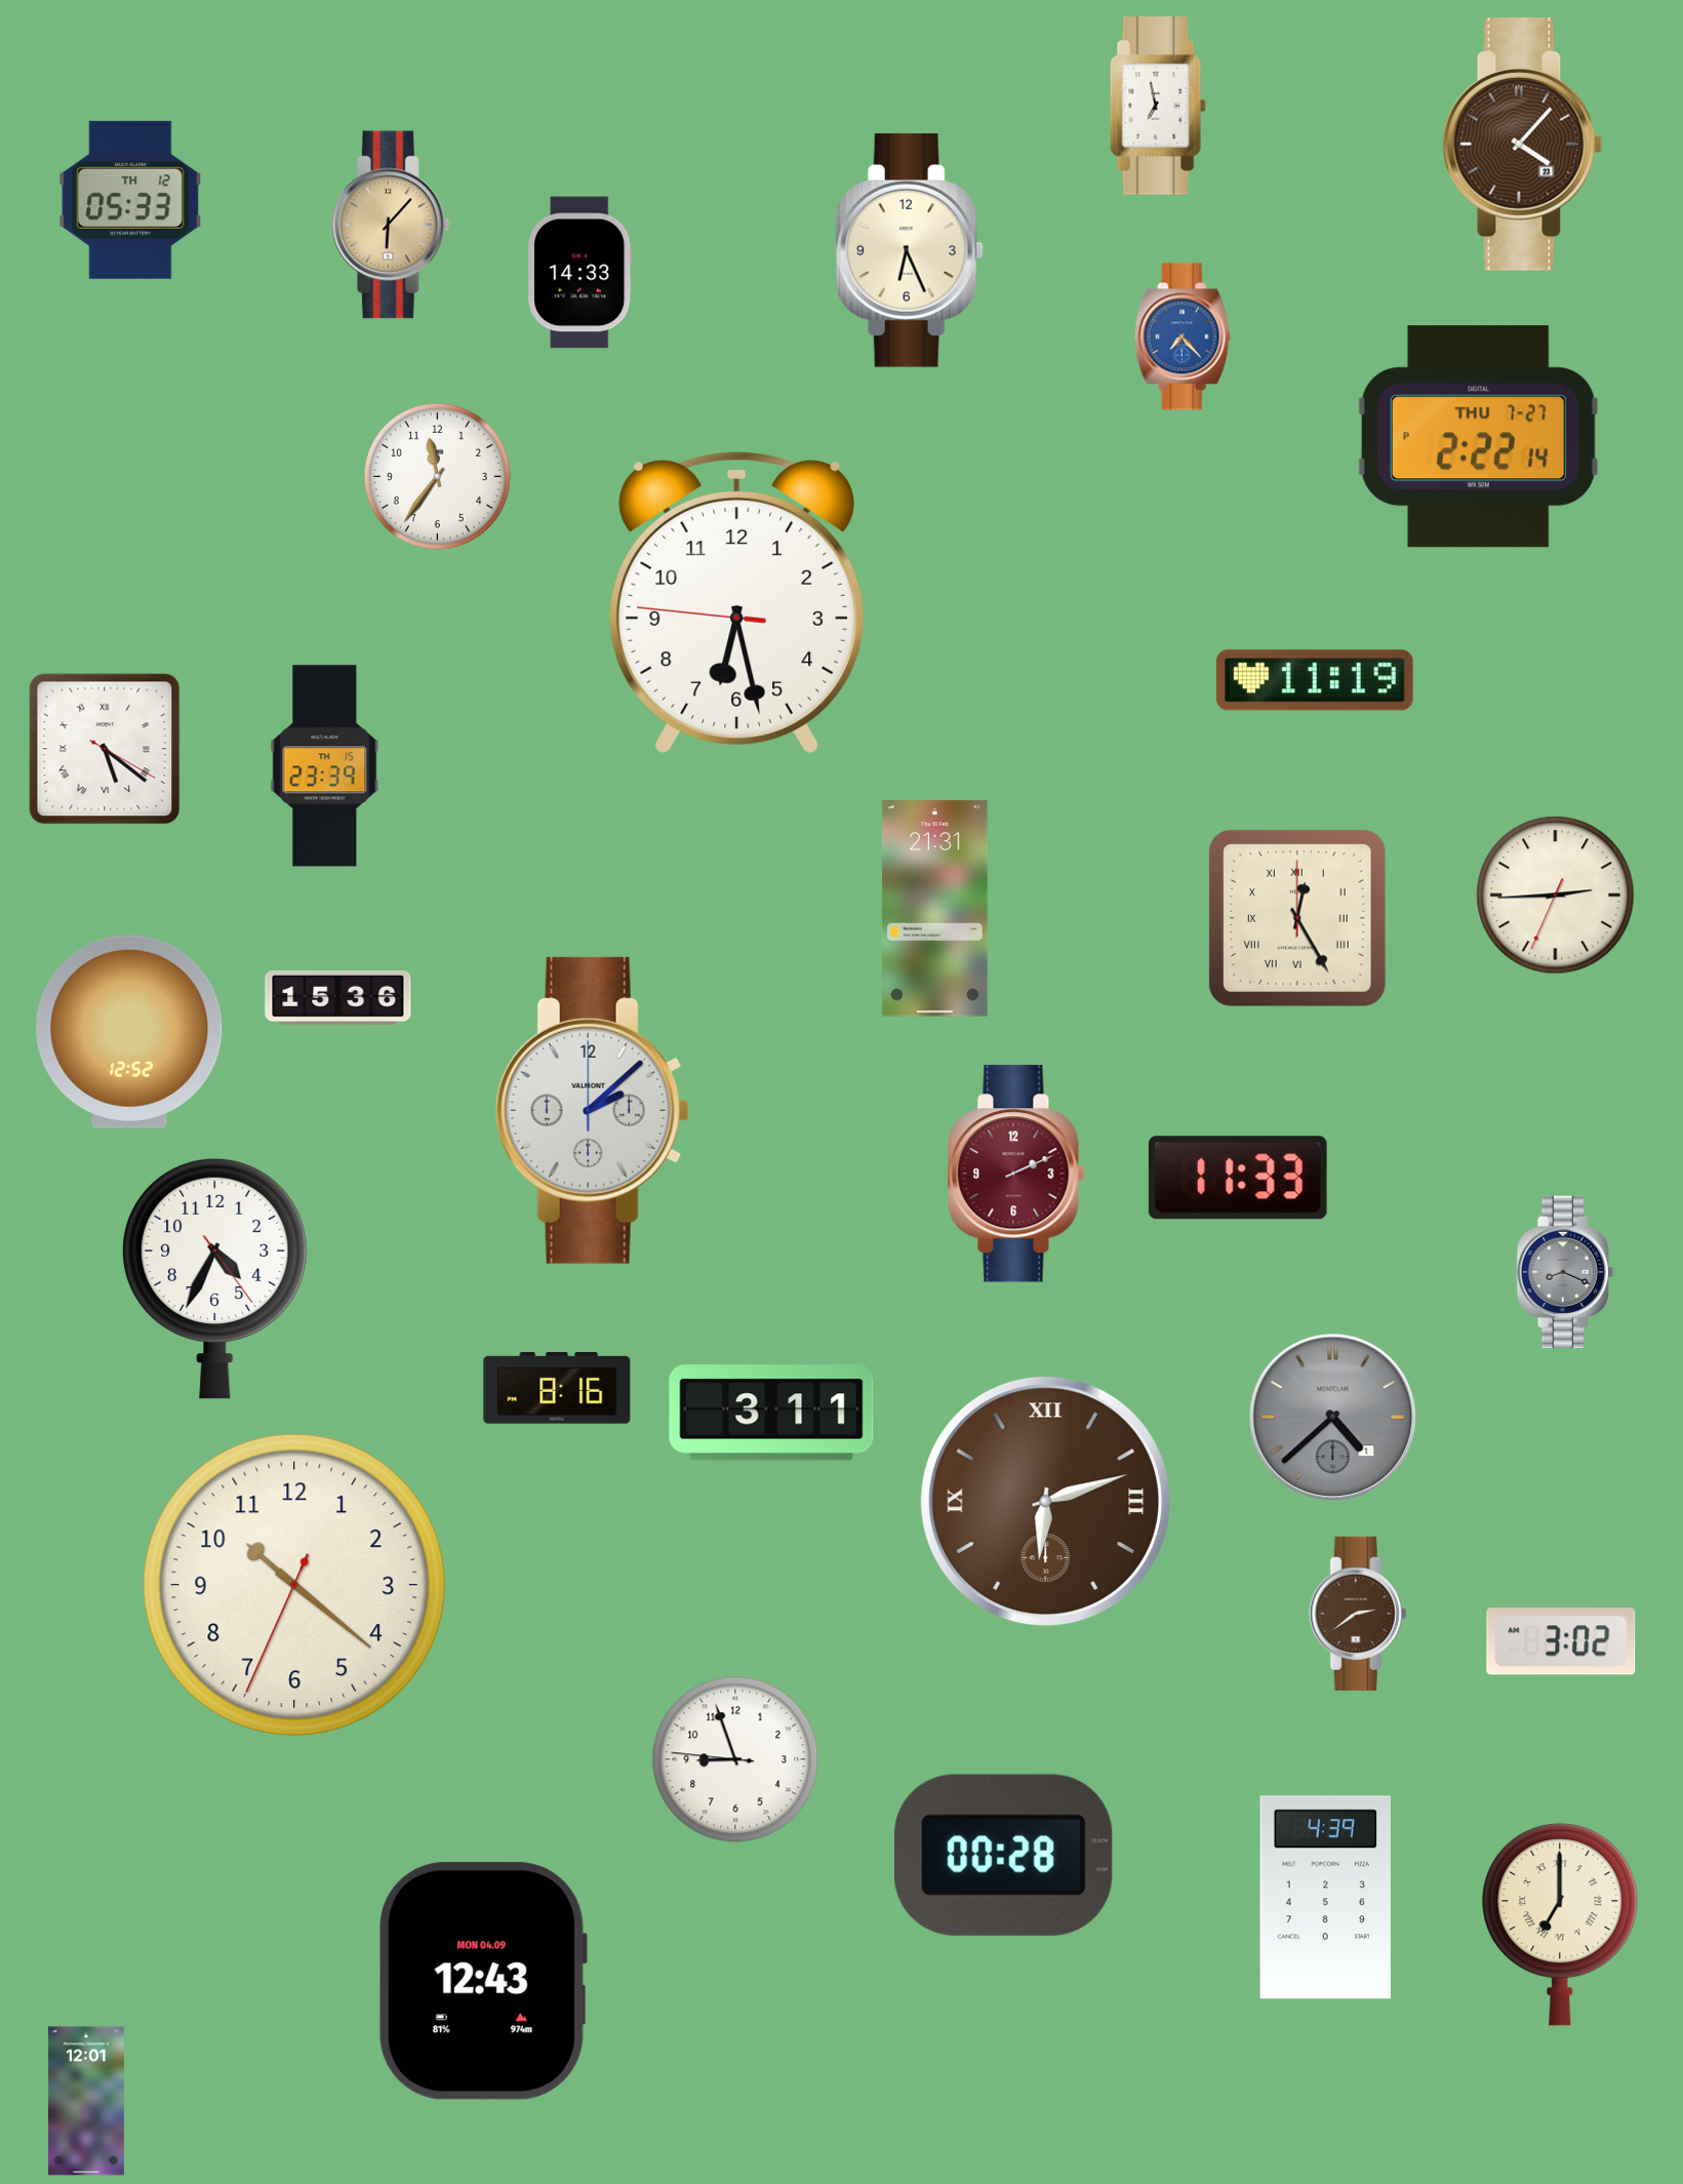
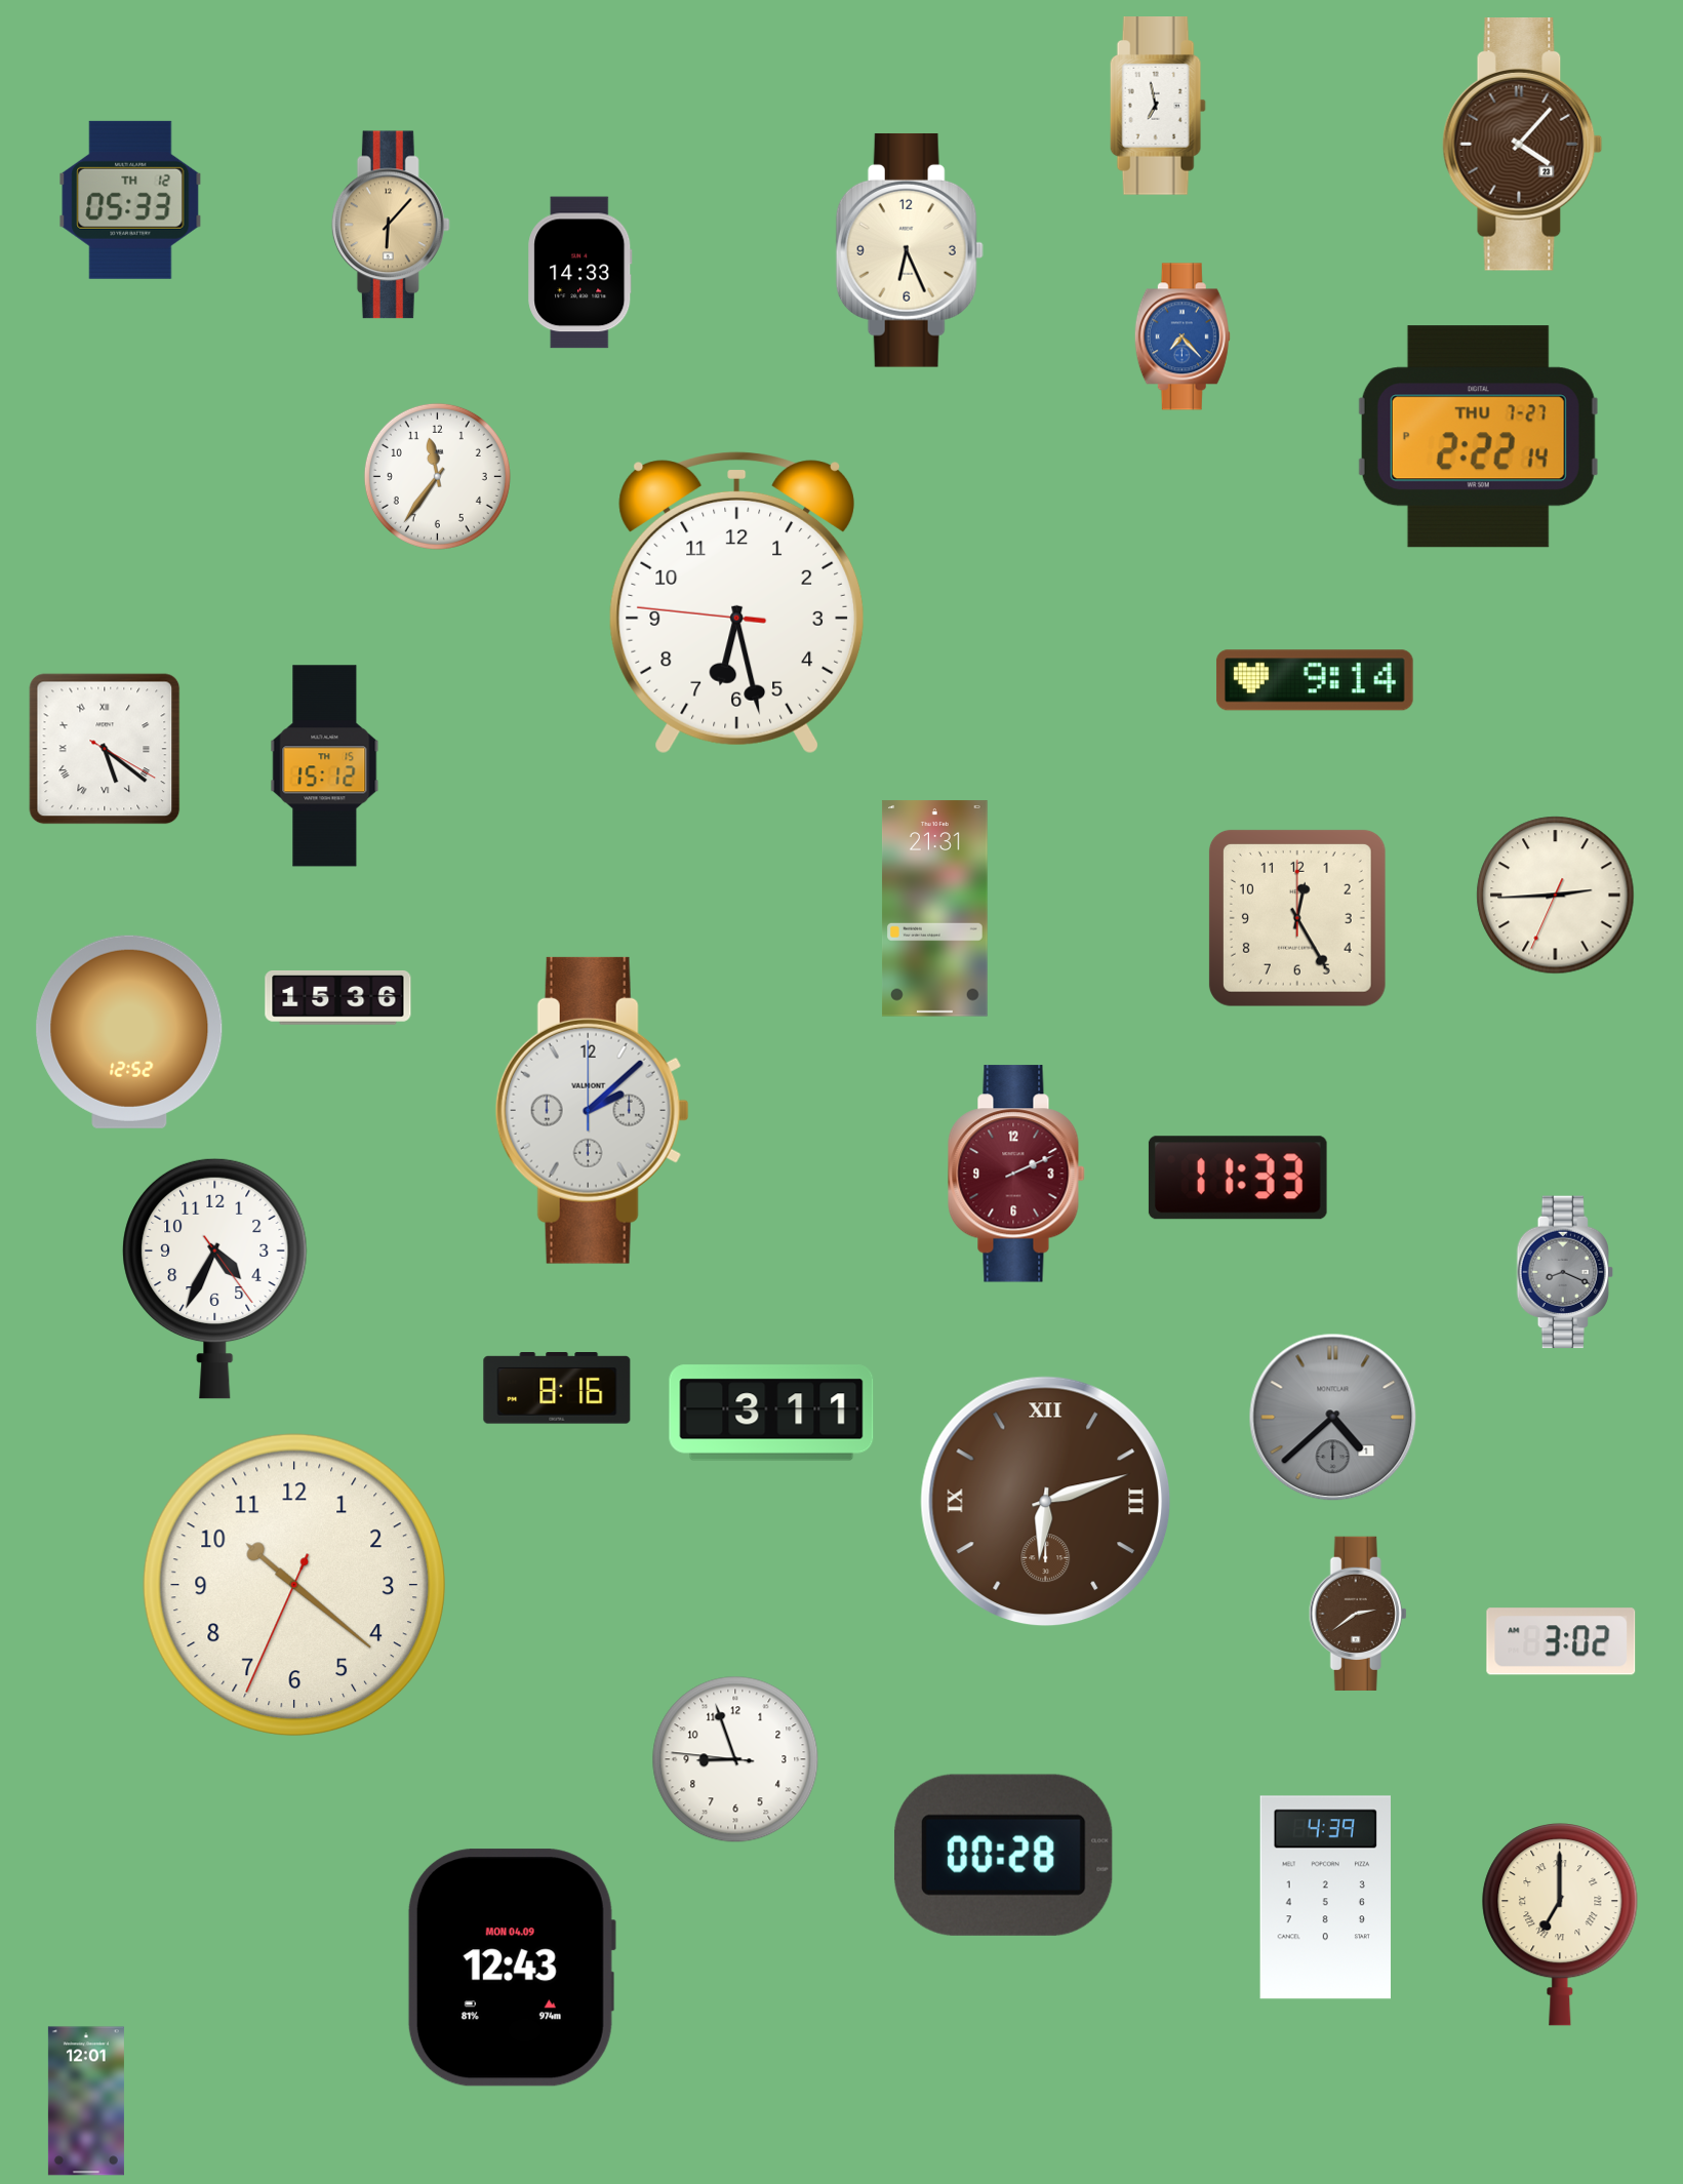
clock at (1315, 680): 11:19 -> 9:14
clock at (325, 766): 23:39 -> 15:12
clock at (1297, 918) numerals: Roman -> Arabic
clock at (482, 1981) position: (482, 1981) -> (511, 1968)
